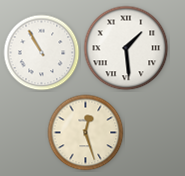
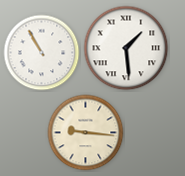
clock at (86, 133): 12:27 -> 9:16
